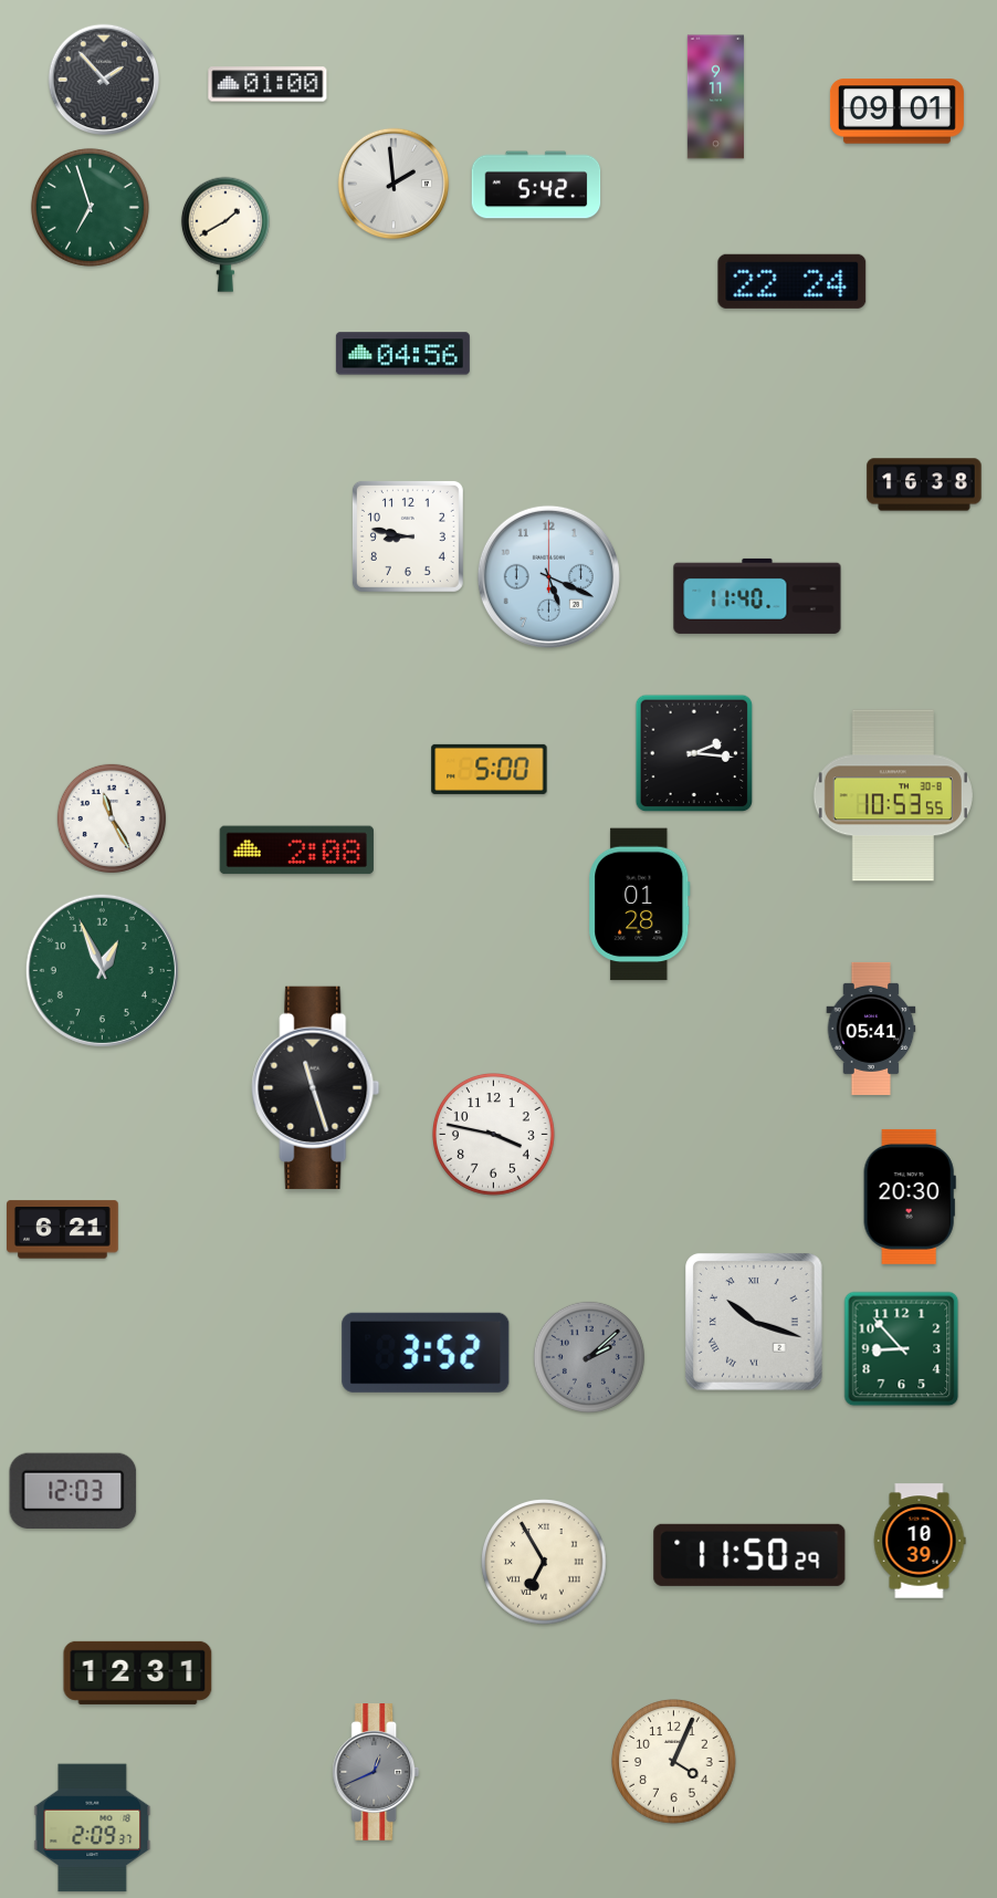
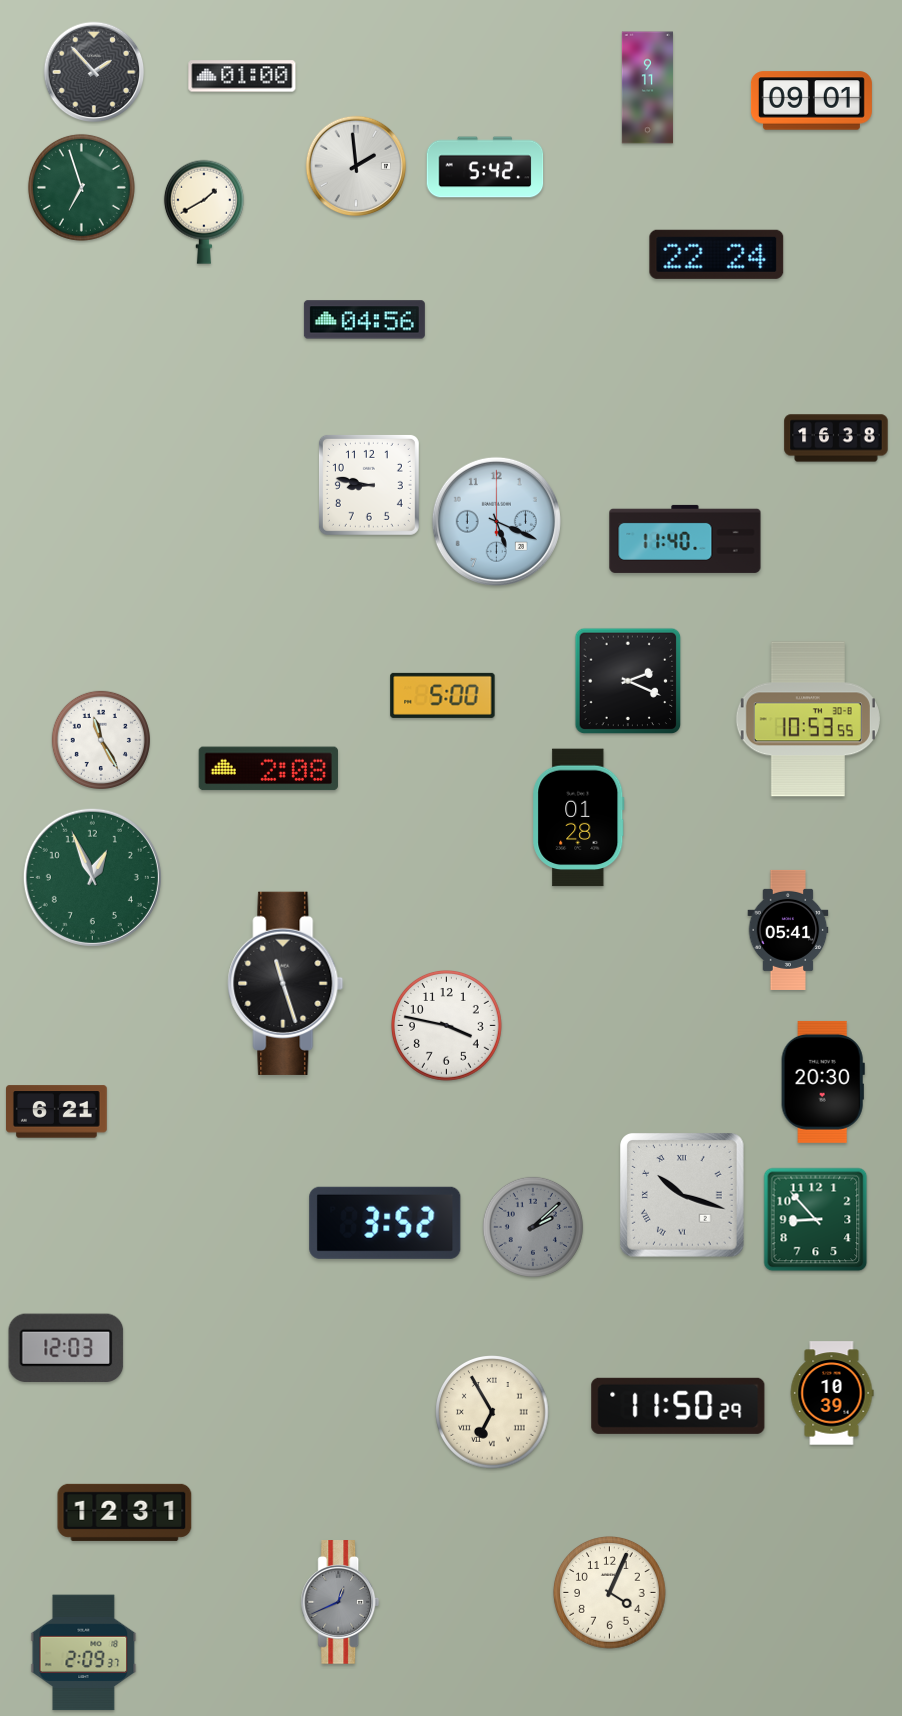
clock at (694, 753): 2:16 -> 2:19
